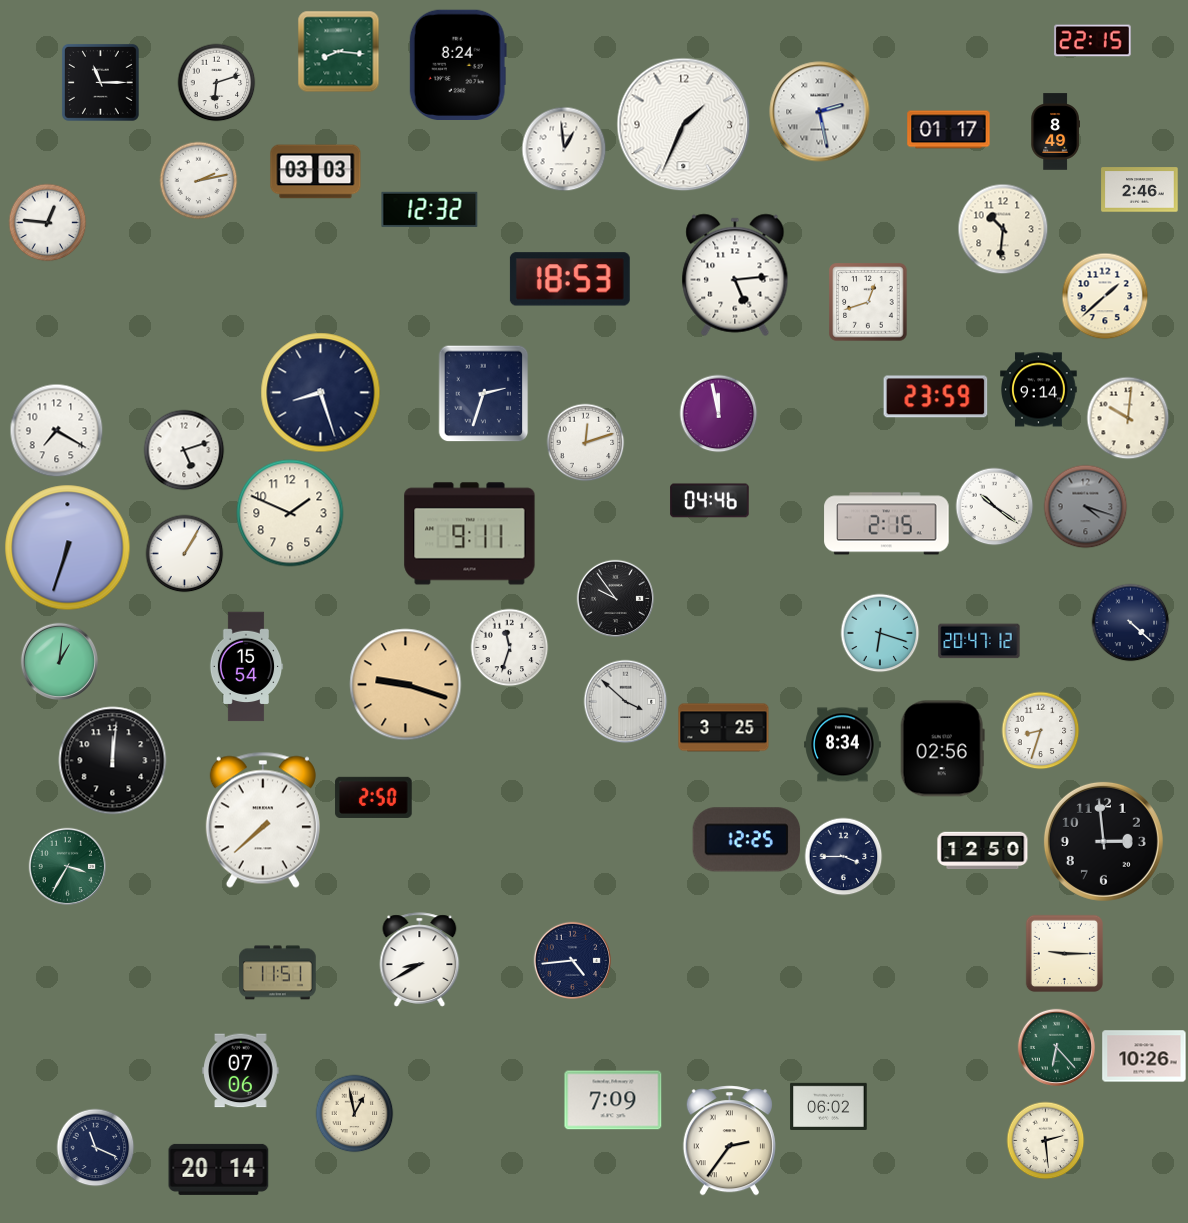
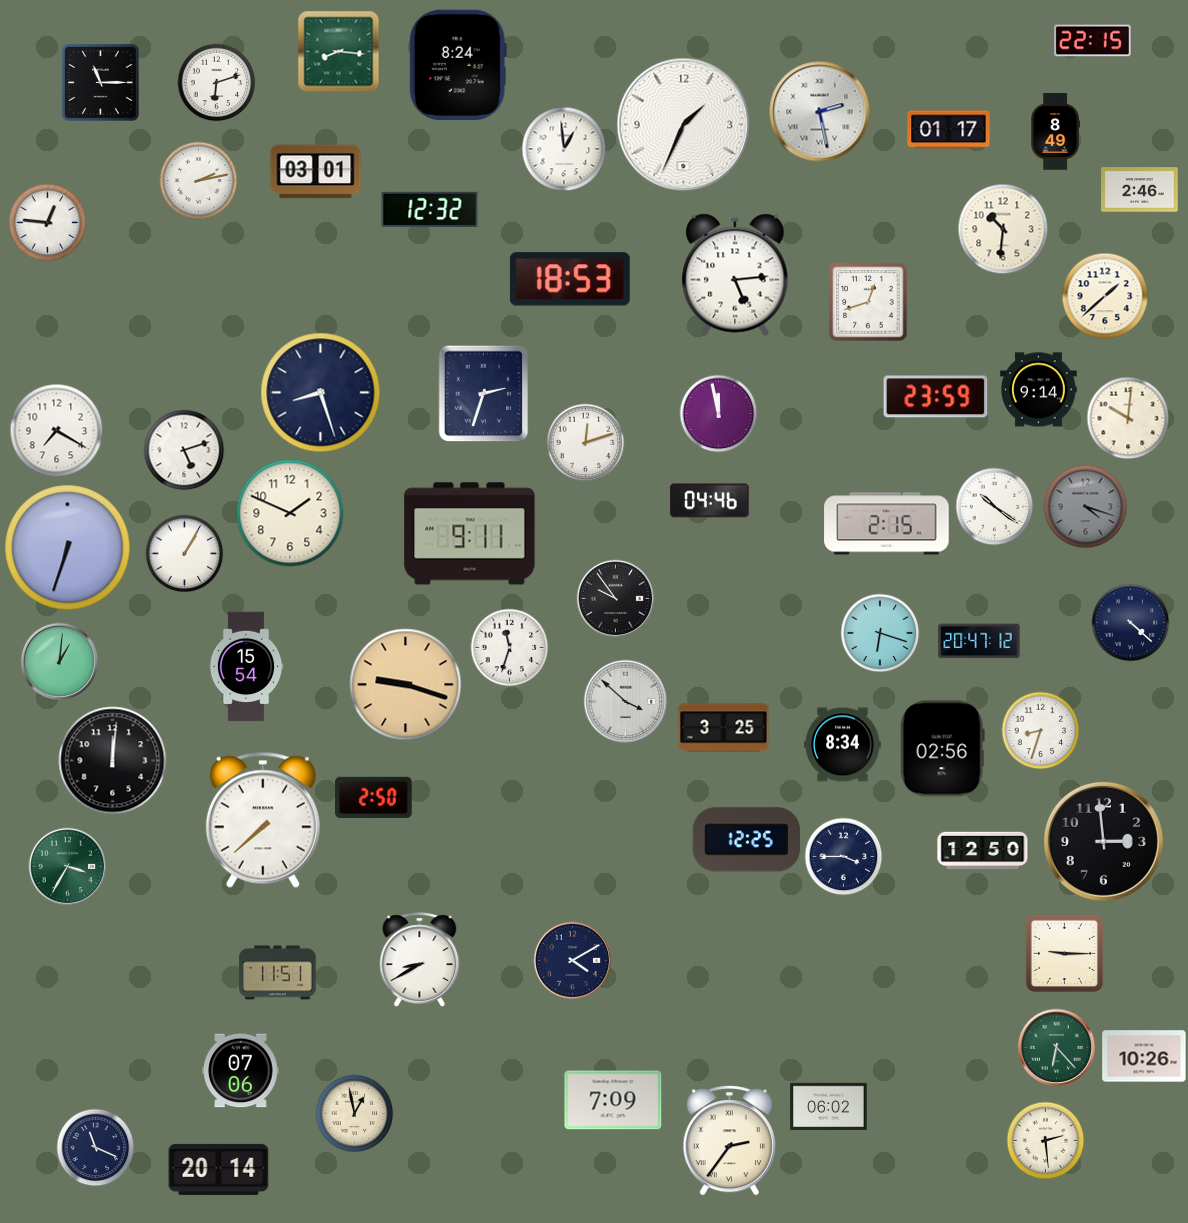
clock at (316, 172): 03:03 -> 03:01
clock at (572, 960): 4:44 -> 4:10
